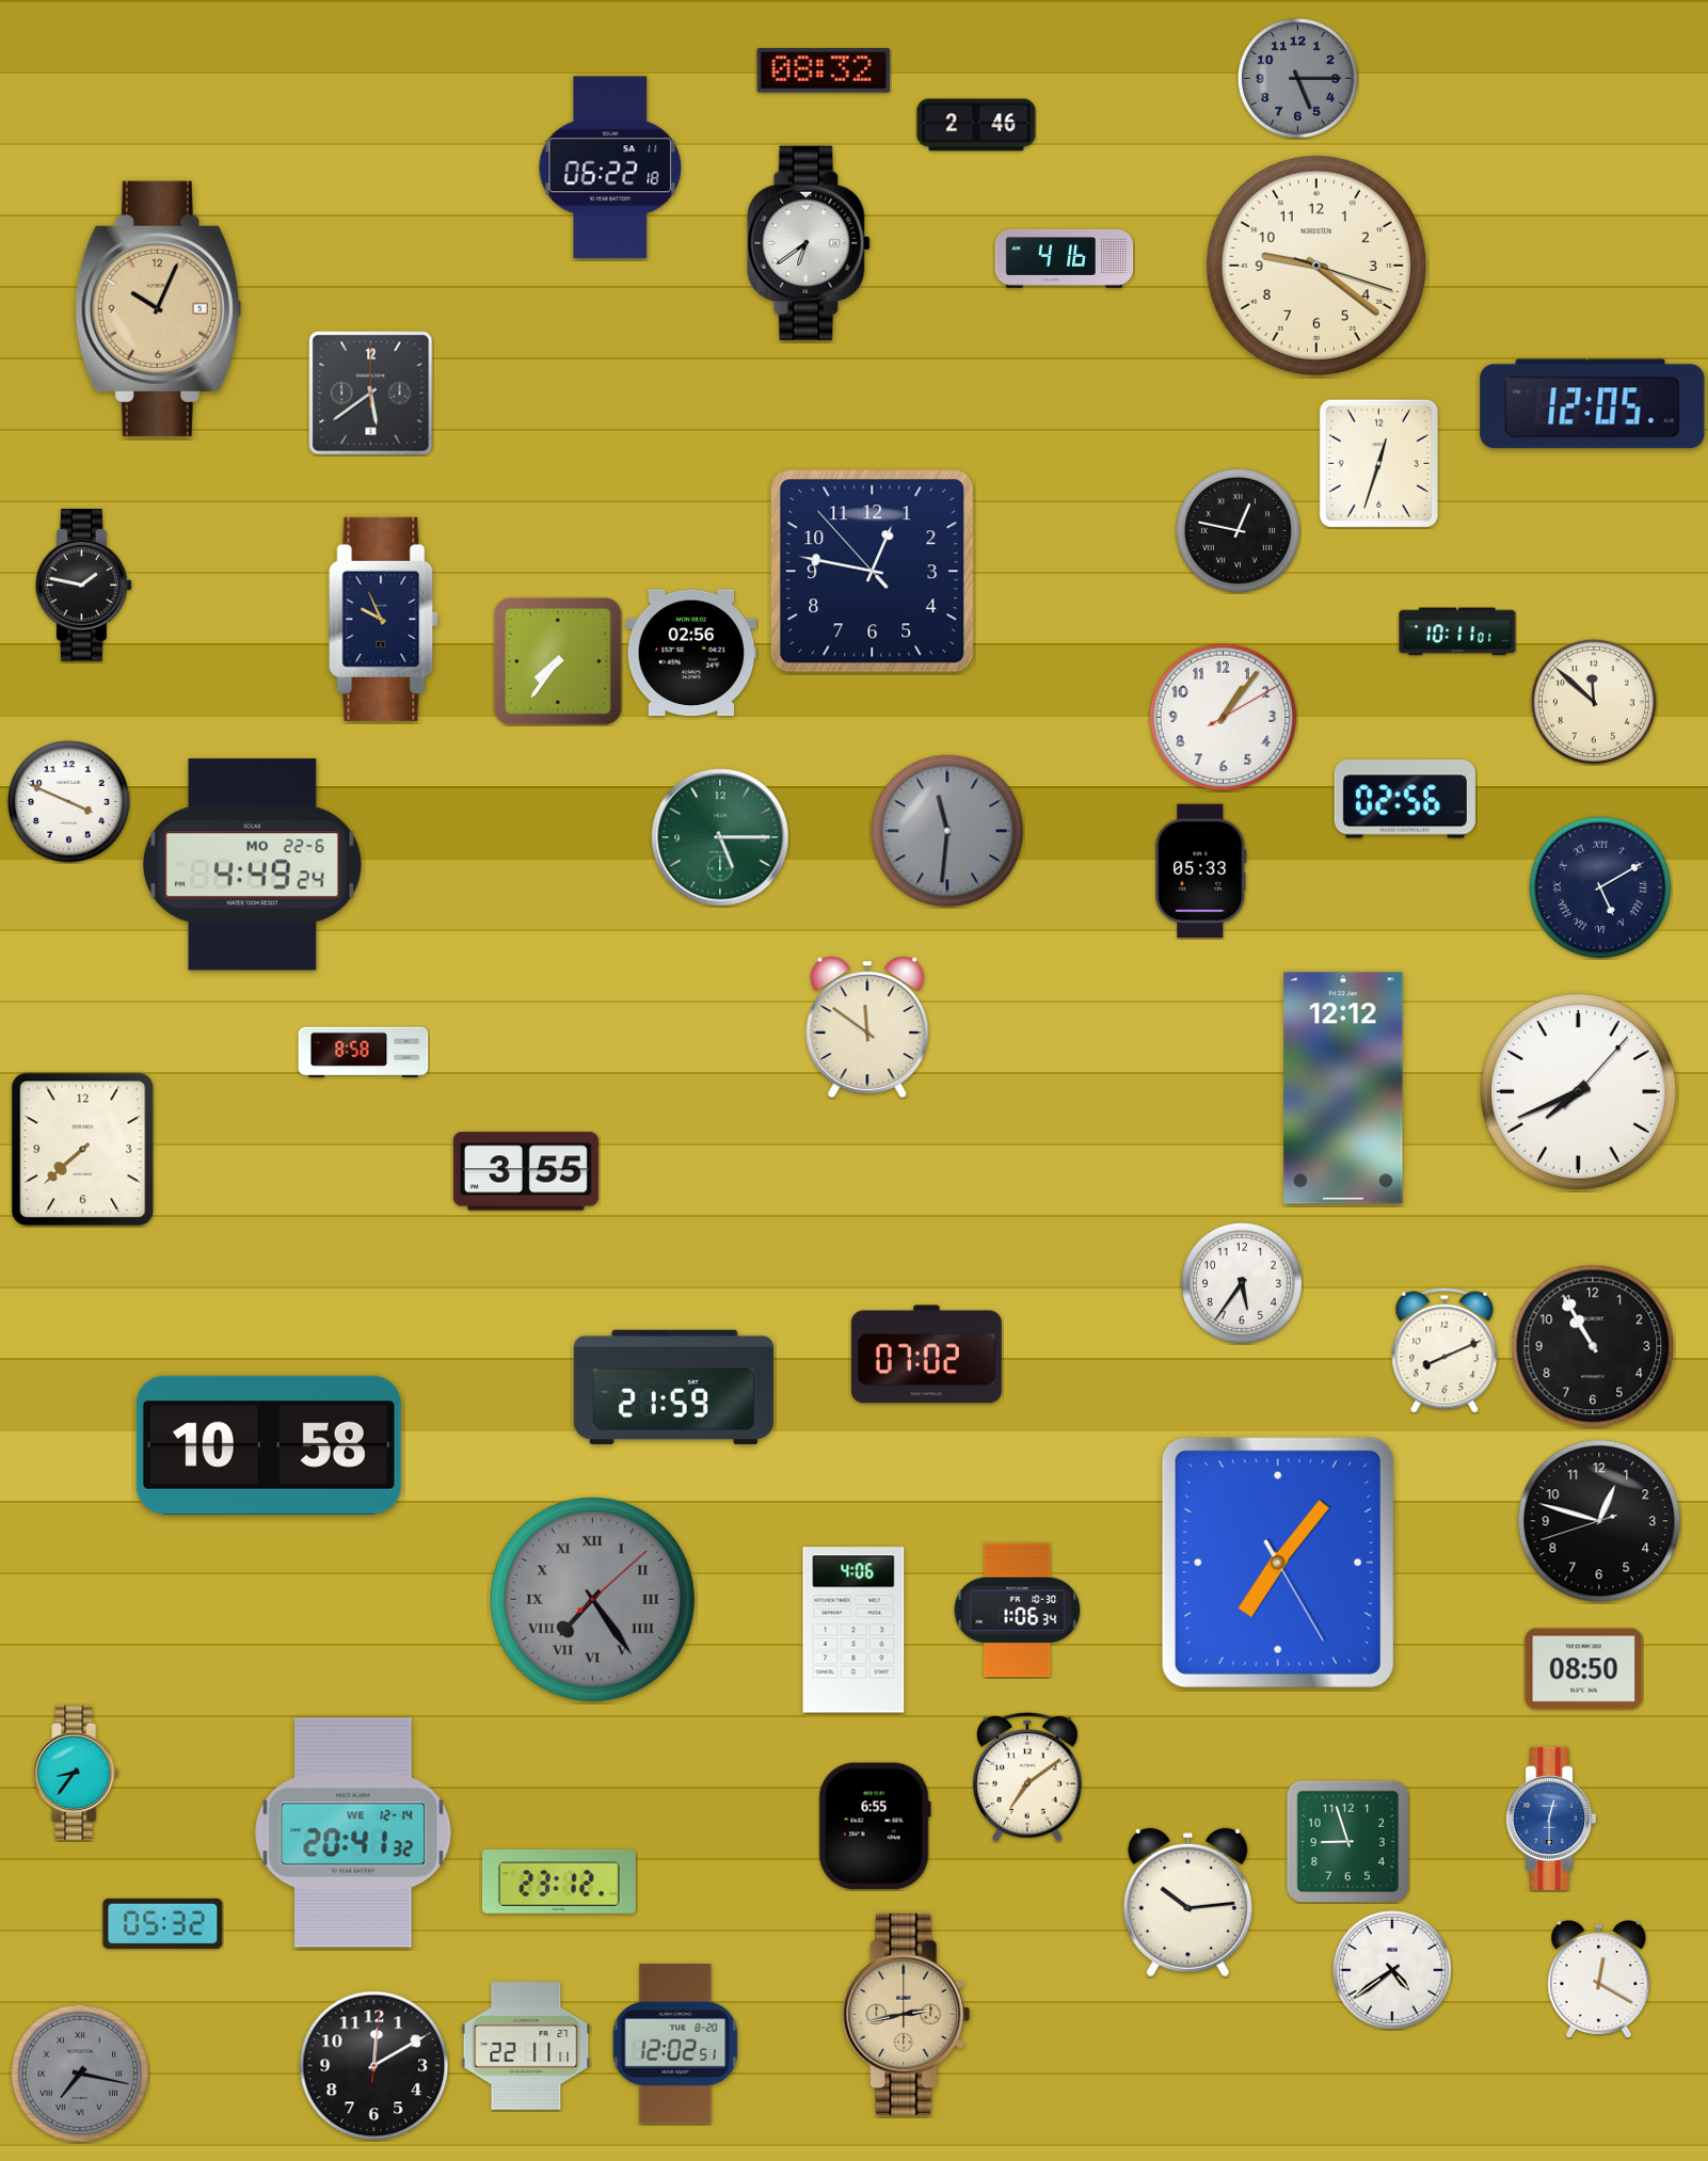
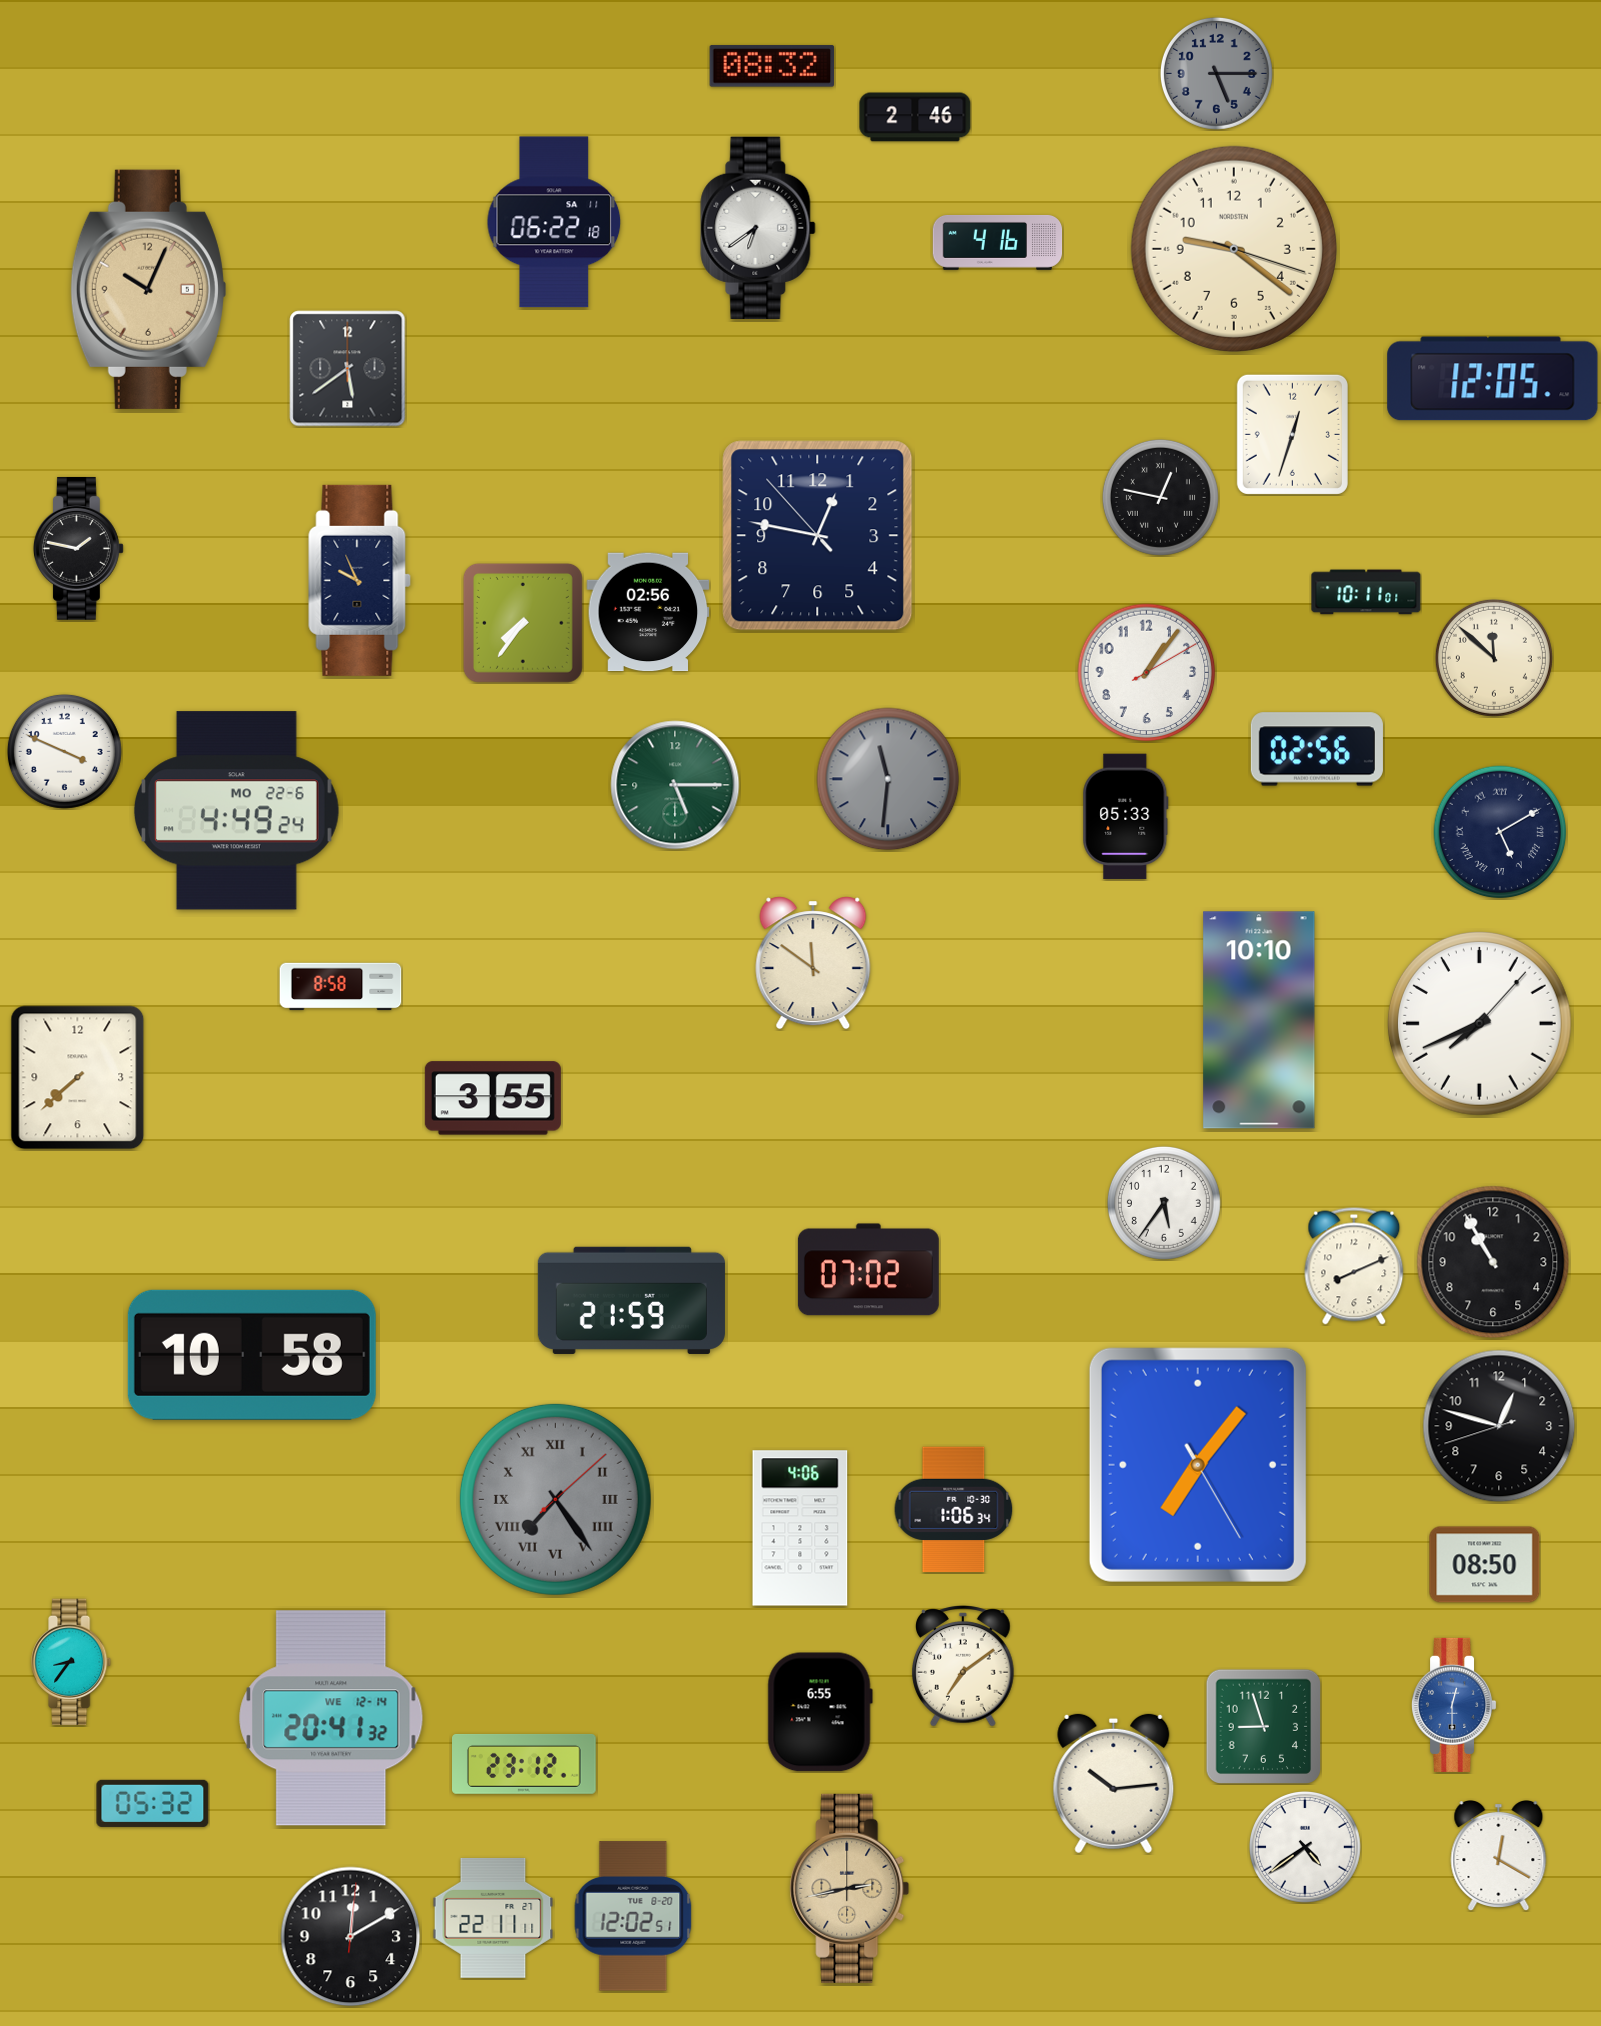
clock at (610, 167) position: (610, 167) -> (554, 222)
clock at (558, 661) position: (558, 661) -> (523, 623)
clock at (1343, 1088): 12:12 -> 10:10
clock at (79, 2072): 7:17 -> none
